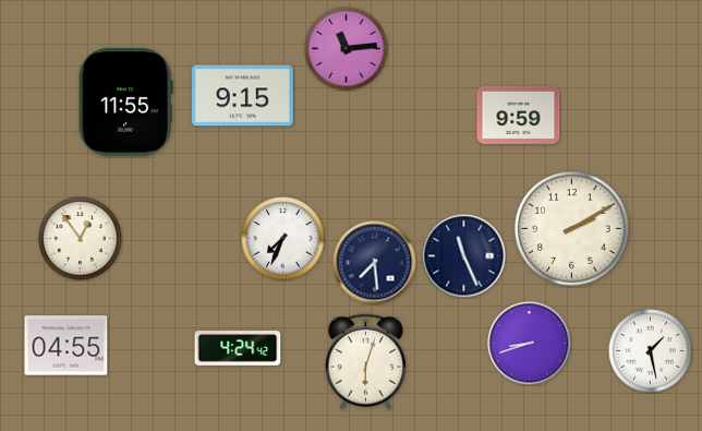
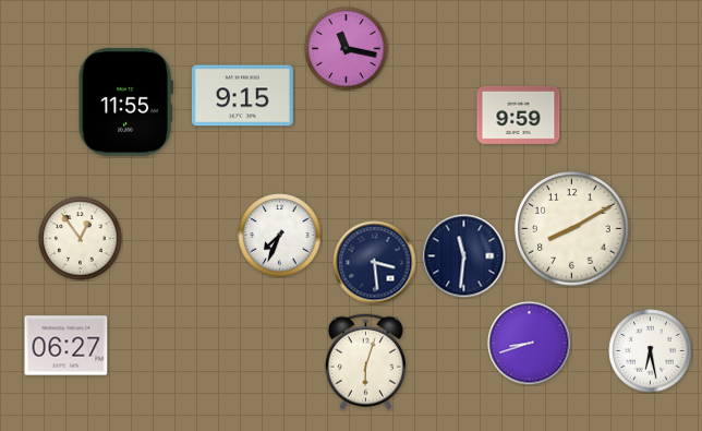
clock at (347, 49): 11:14 -> 11:17
clock at (572, 229): 2:10 -> 8:10
clock at (283, 239) position: (283, 239) -> (280, 236)
clock at (464, 256): 11:26 -> 11:31
clock at (375, 263): 7:29 -> 3:29
clock at (66, 346): 04:55 -> 06:27
clock at (238, 349): 4:24 -> none
clock at (651, 351): 1:28 -> 6:28
